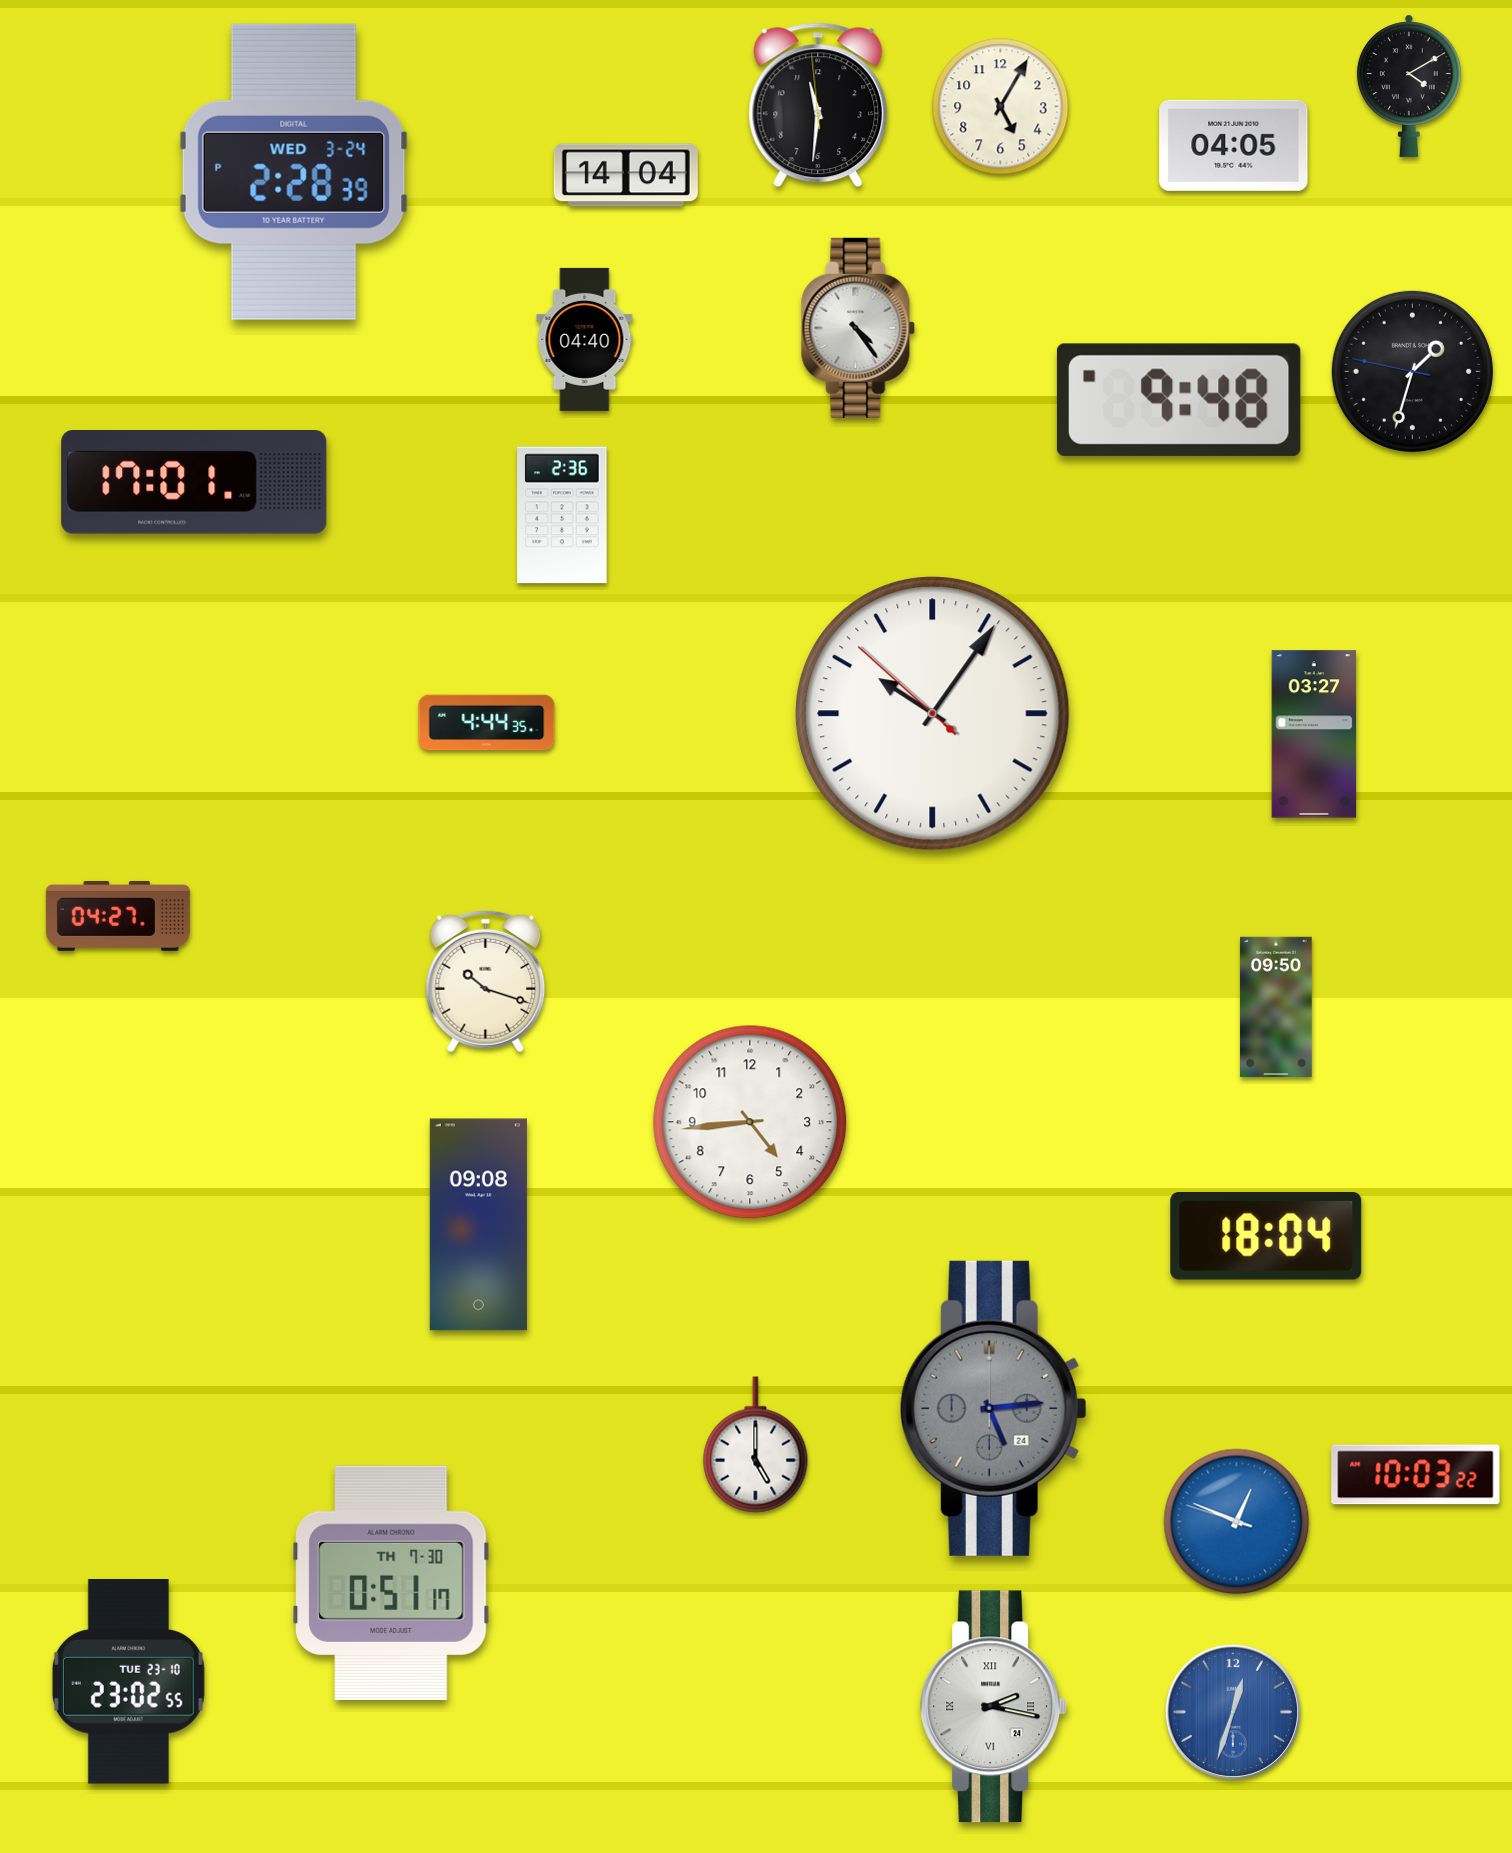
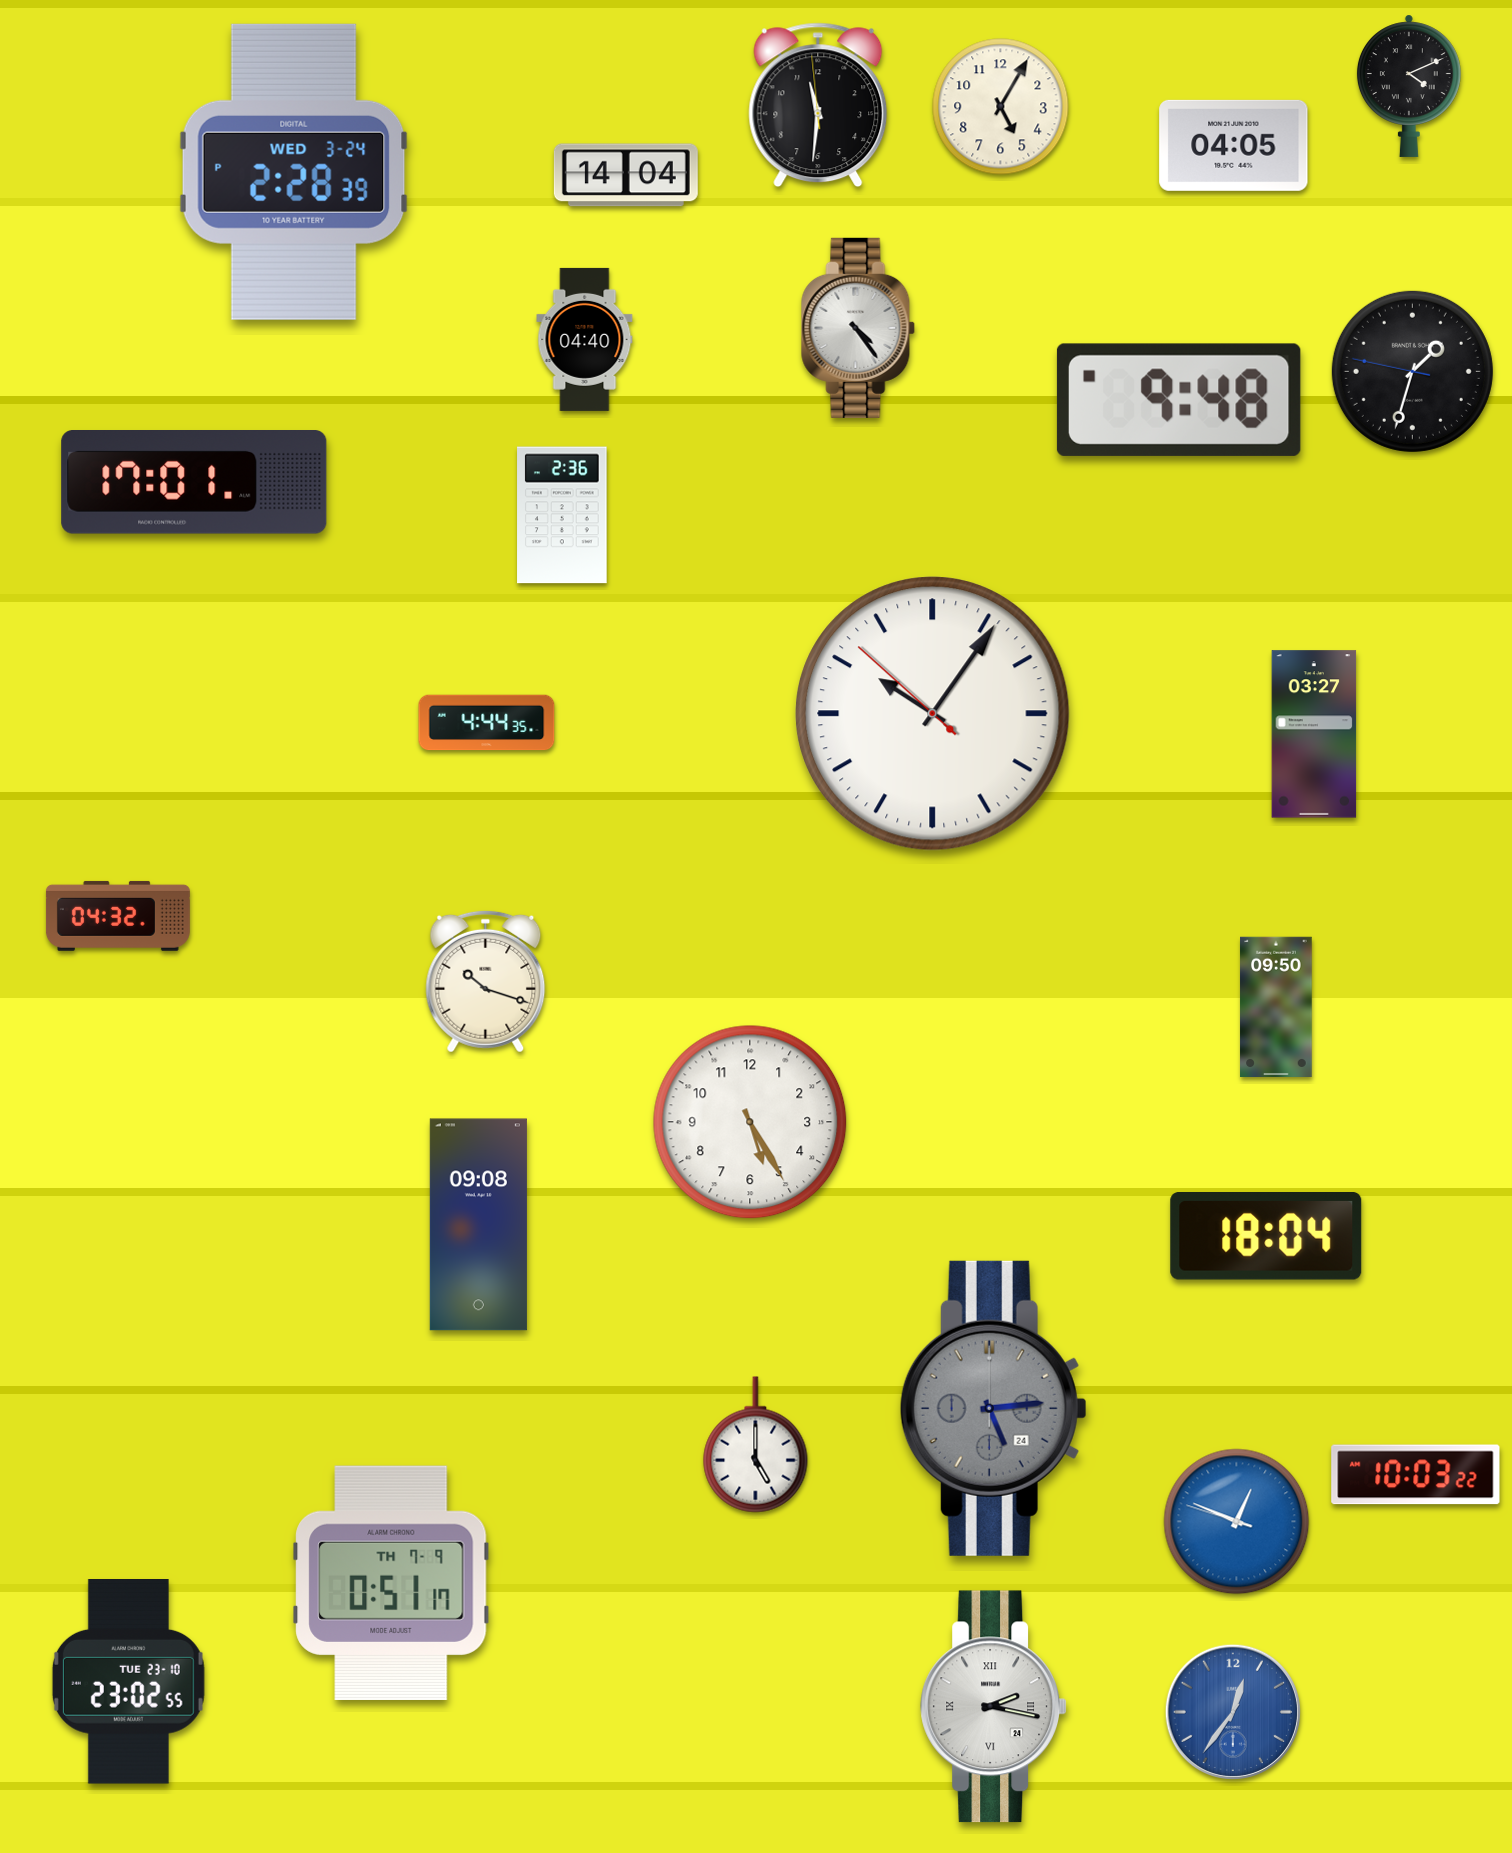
clock at (1409, 86): 4:10 -> 4:11
clock at (118, 916): 04:27 -> 04:32
clock at (750, 1122): 4:44 -> 5:25
clock at (391, 1583) date: TH 7-30 -> TH 7-9
clock at (1233, 1712): 12:33 -> 12:36
